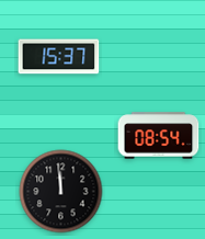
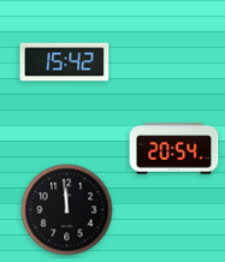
clock at (59, 57): 15:37 -> 15:42
clock at (159, 136): 08:54 -> 20:54
